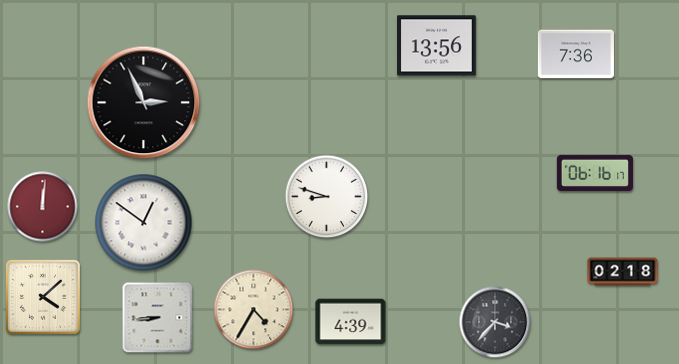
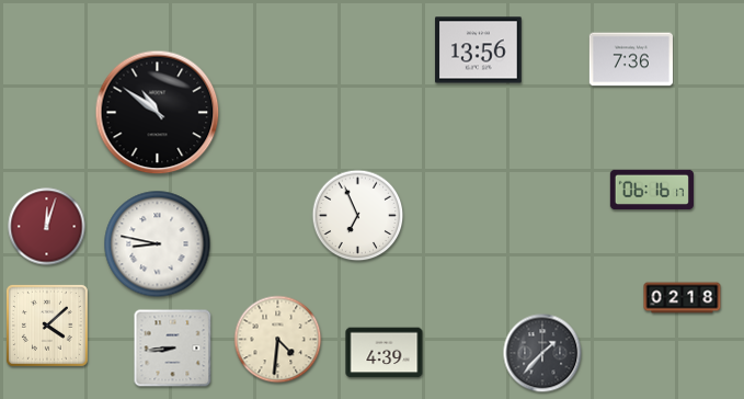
clock at (144, 103): 2:56 -> 10:51
clock at (327, 197): 8:48 -> 6:56
clock at (43, 207): 12:01 -> 12:03
clock at (144, 223): 12:51 -> 8:47
clock at (254, 310): 4:35 -> 4:31
clock at (495, 322): 3:37 -> 1:37
